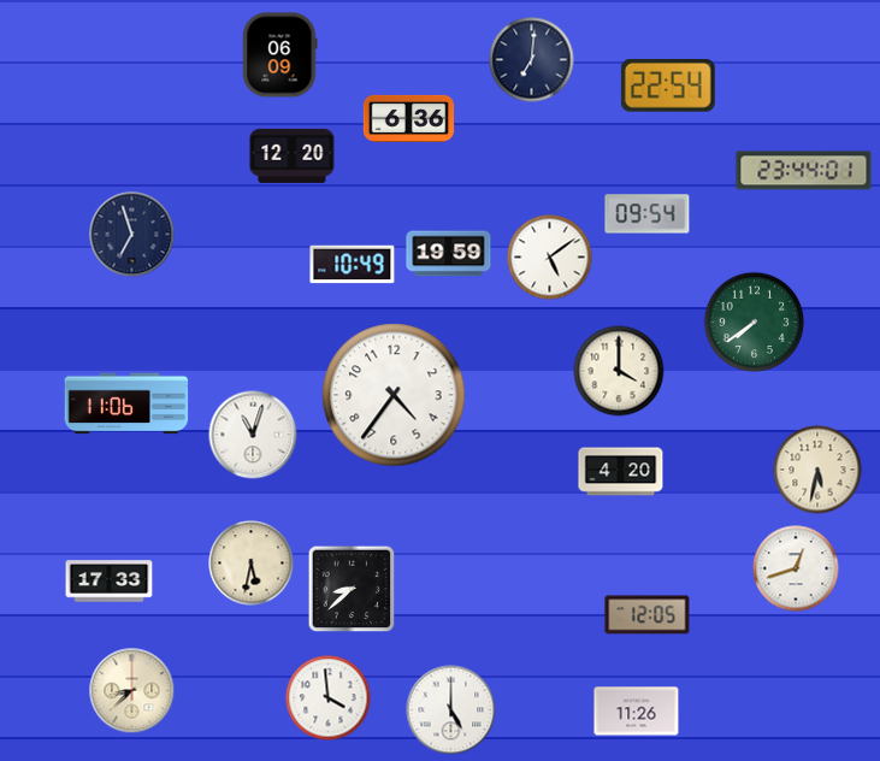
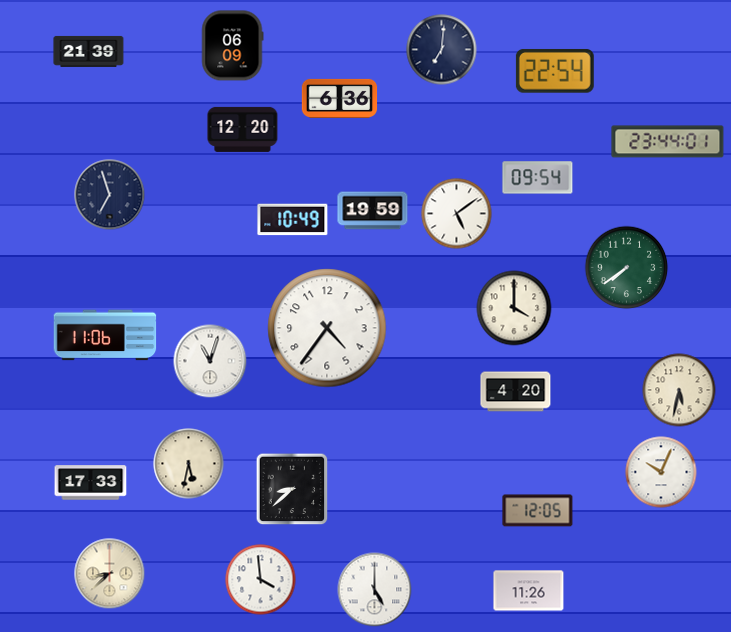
clock at (89, 51): none -> 21:39
clock at (252, 564) position: (252, 564) -> (189, 464)
clock at (796, 568): 12:42 -> 10:04
clock at (329, 698) position: (329, 698) -> (261, 580)
